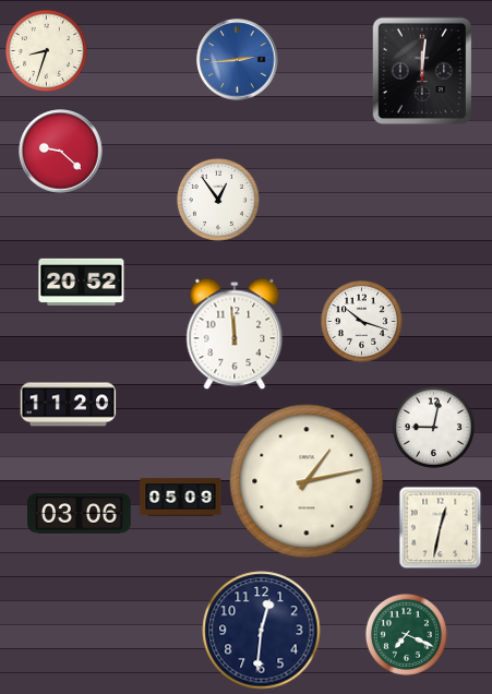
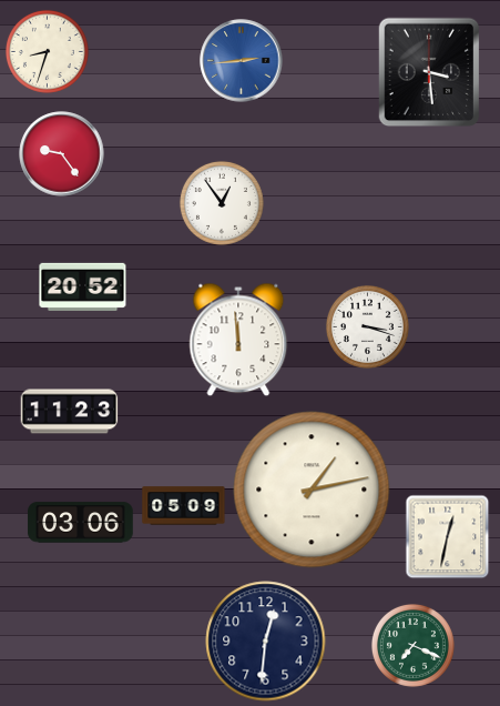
clock at (422, 71): 12:01 -> 3:29
clock at (61, 152): 9:22 -> 9:24
clock at (361, 321): 10:18 -> 3:18
clock at (69, 405): 11:20 -> 11:23
clock at (433, 427): 9:02 -> none
